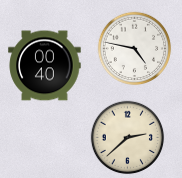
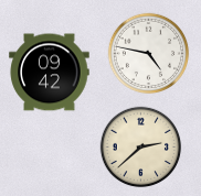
clock at (45, 66): 00:40 -> 09:42
clock at (128, 138) position: (128, 138) -> (141, 148)
